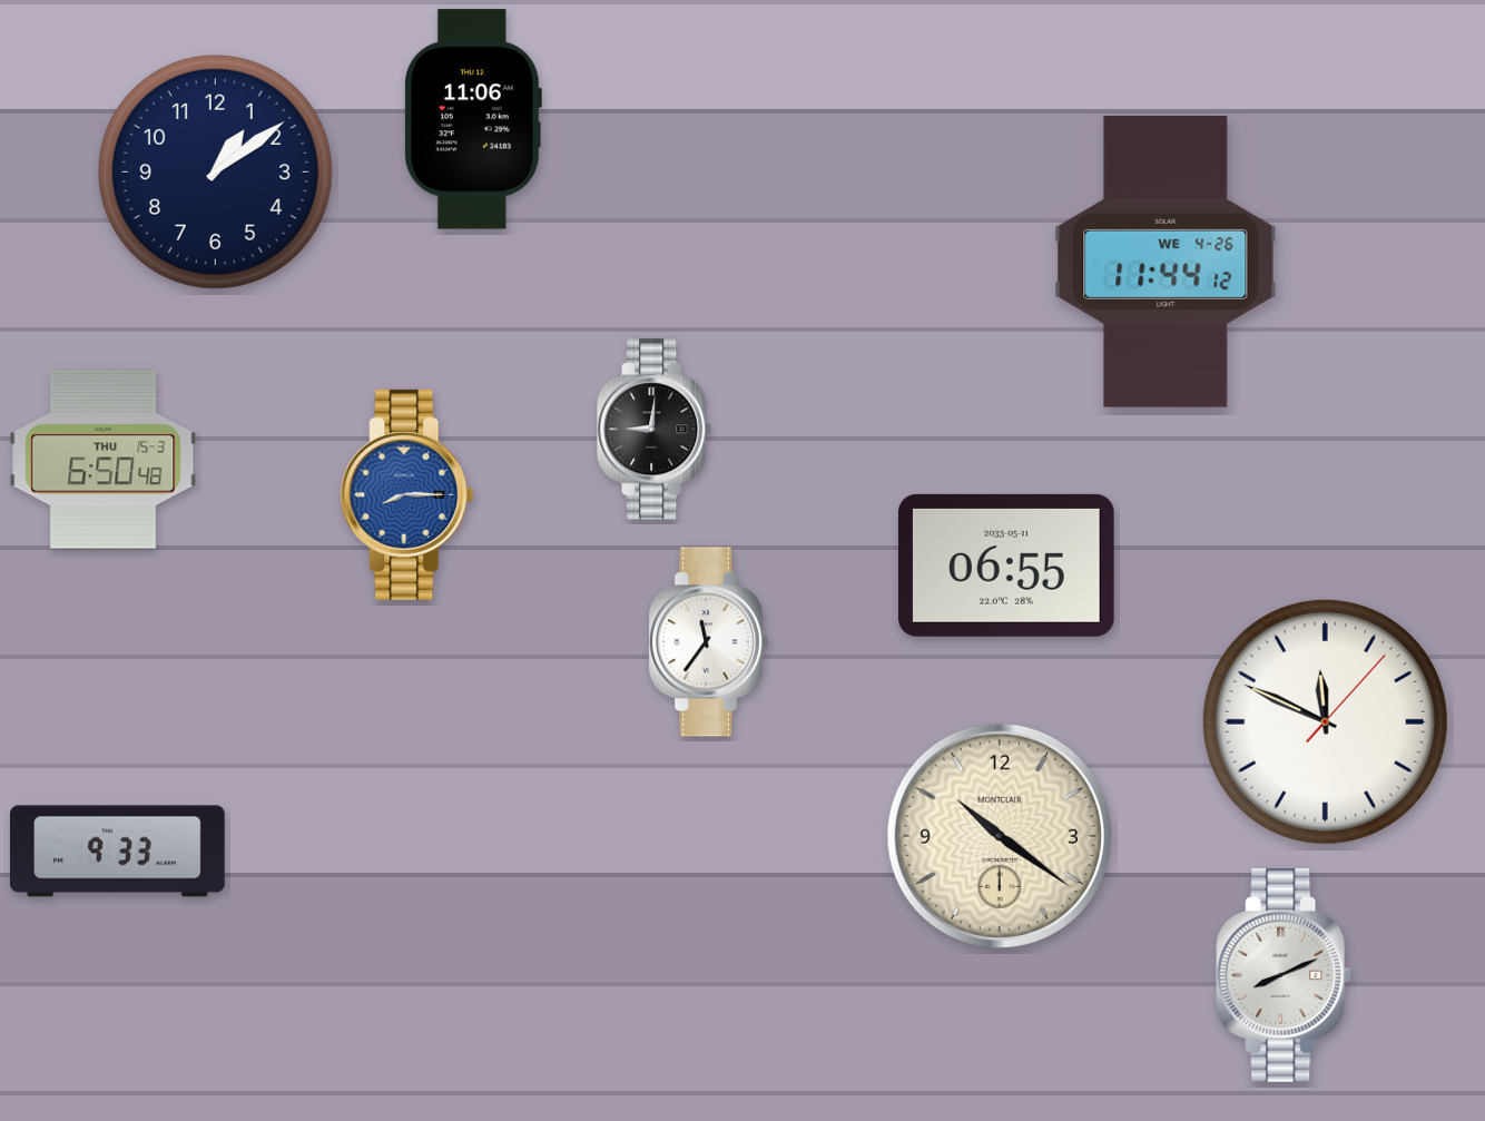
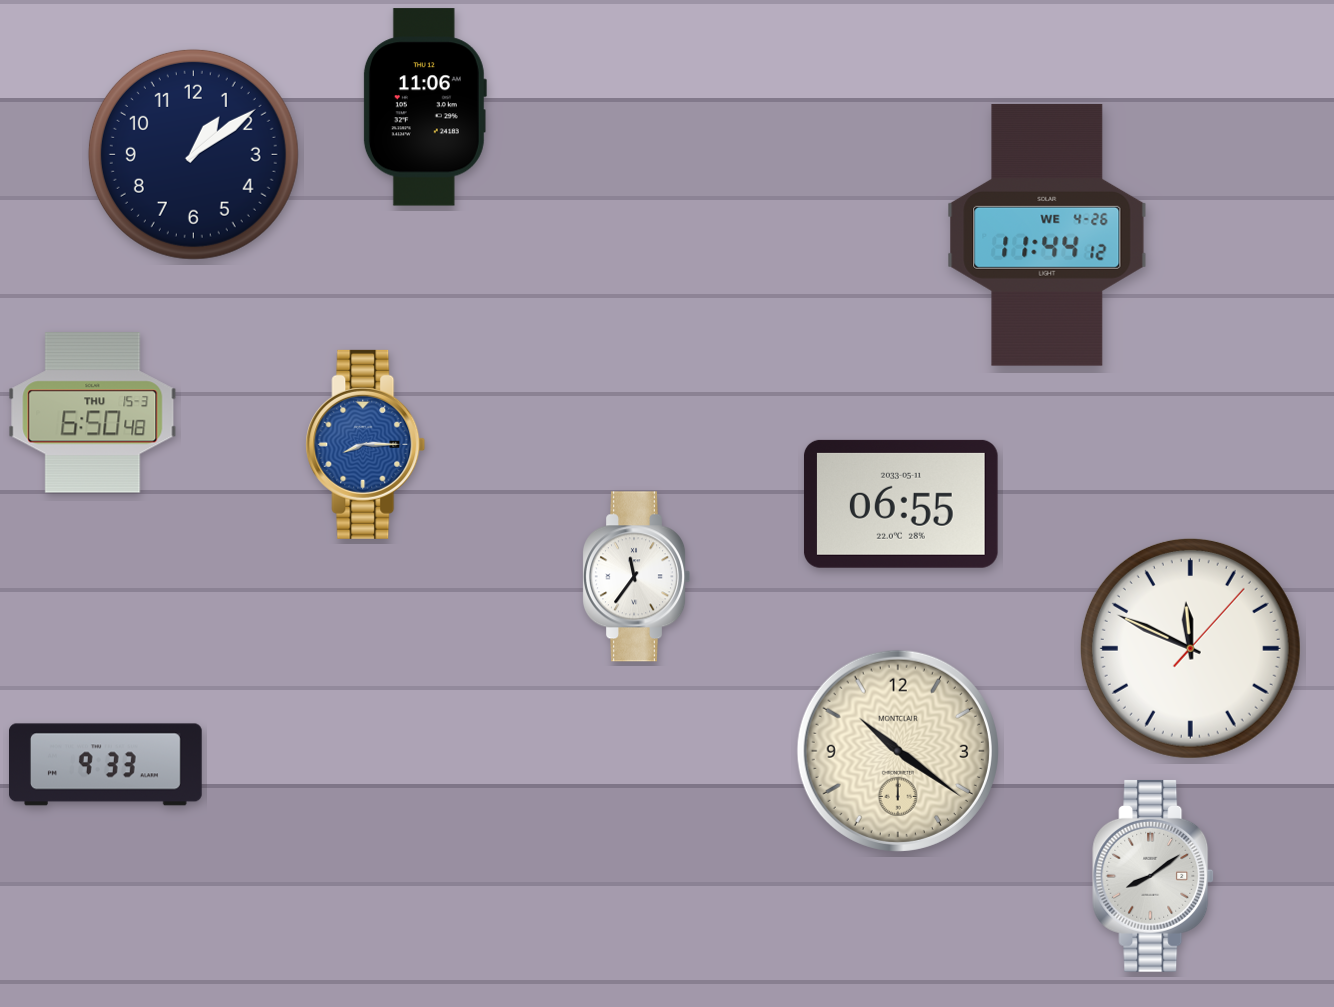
clock at (655, 430): 9:01 -> none
clock at (1006, 566) position: (1006, 566) -> (901, 504)
clock at (1284, 975): 8:11 -> 8:09
